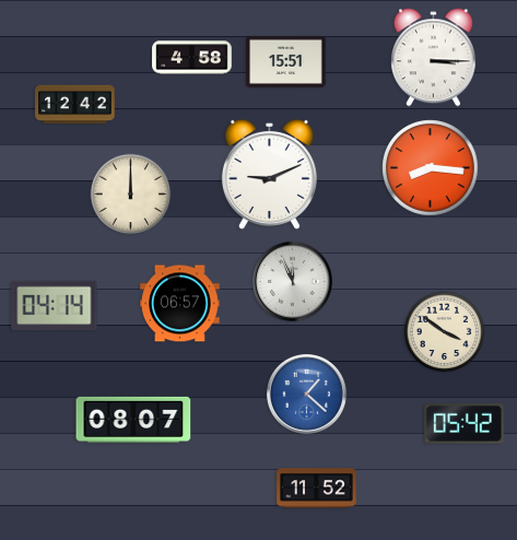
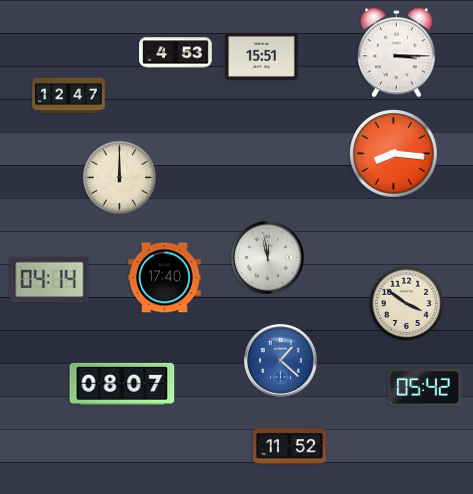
clock at (192, 58): 4:58 -> 4:53
clock at (75, 105): 12:42 -> 12:47
clock at (269, 174): 9:11 -> none
clock at (292, 281): 11:56 -> 11:58
clock at (180, 304): 06:57 -> 17:40
